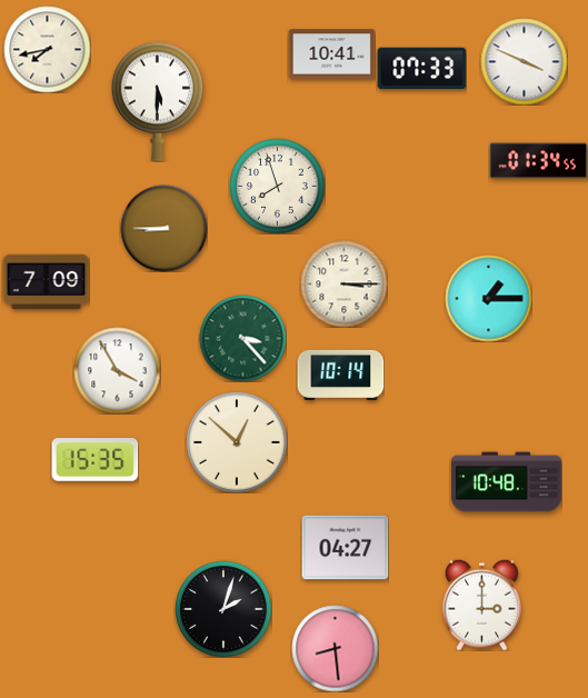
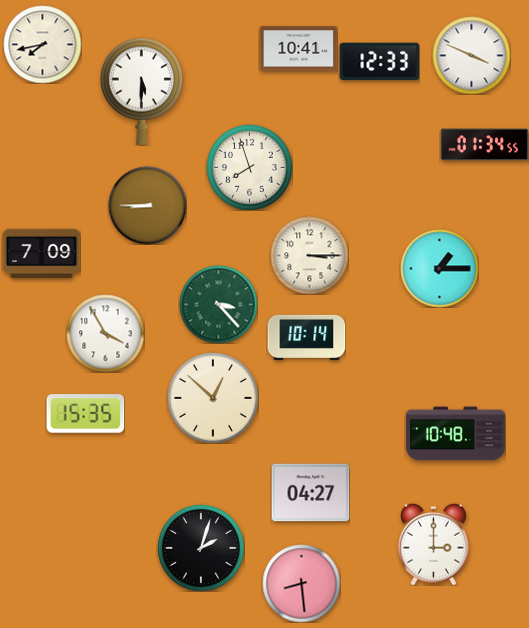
clock at (421, 69): 07:33 -> 12:33
